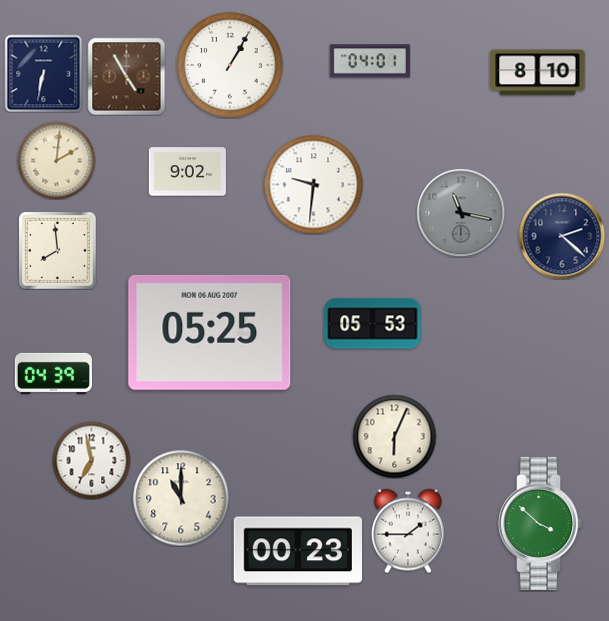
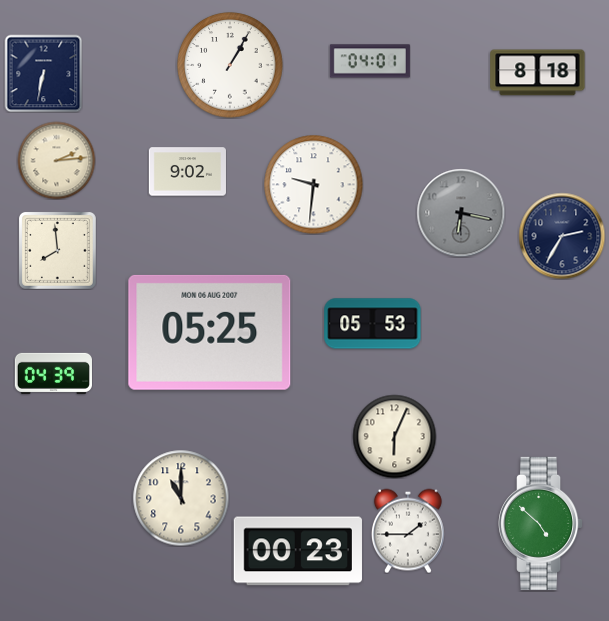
clock at (538, 73): 8:10 -> 8:18
clock at (126, 76): 4:55 -> none
clock at (56, 160): 2:01 -> 2:14
clock at (461, 213): 11:17 -> 6:17
clock at (562, 236): 2:22 -> 2:35
clock at (91, 460): 6:58 -> none
clock at (541, 523): 3:52 -> 4:52
